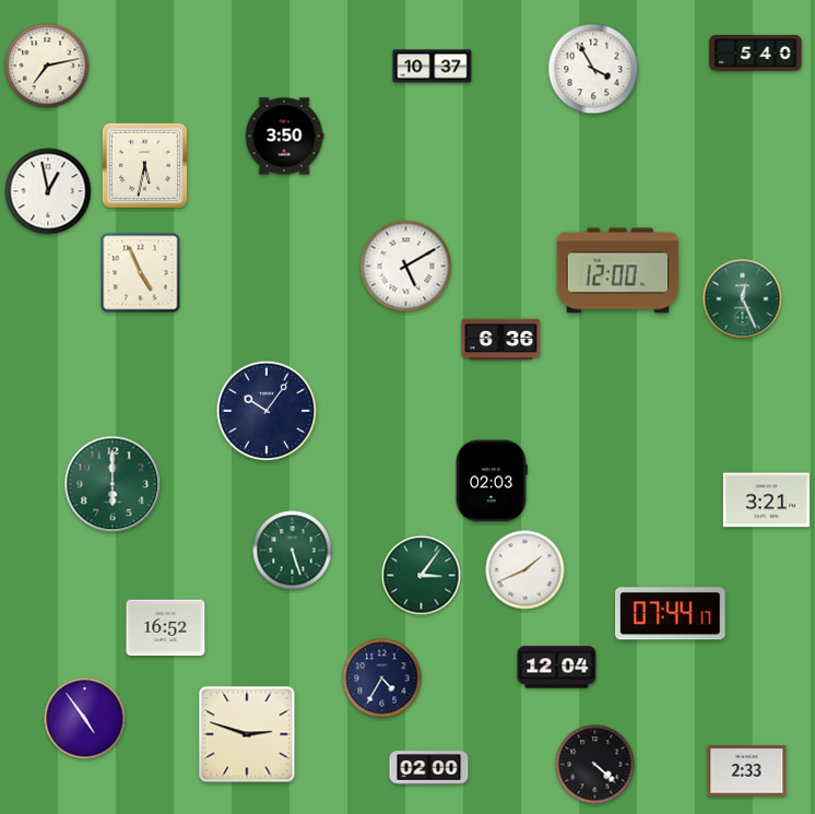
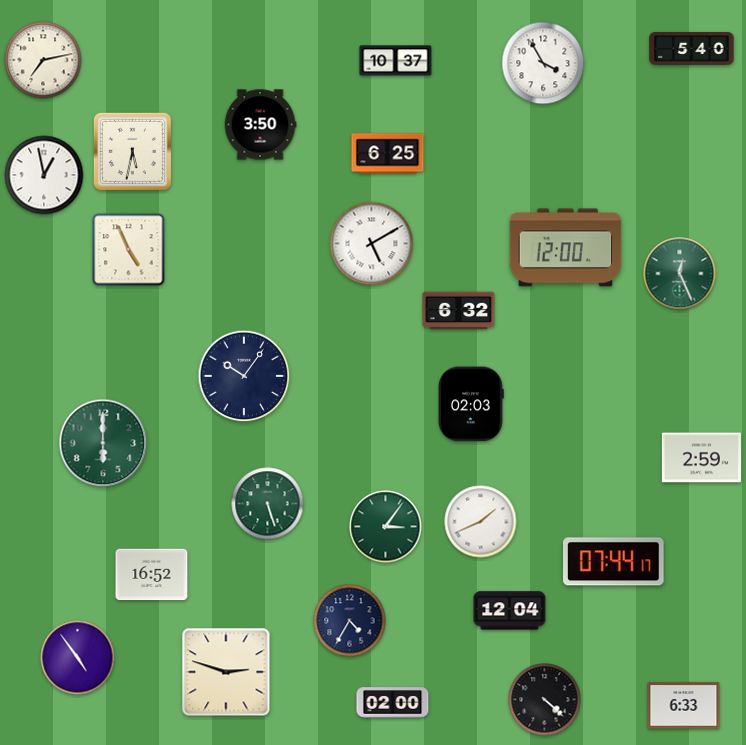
clock at (388, 154): none -> 6:25
clock at (501, 340): 6:36 -> 6:32
clock at (493, 481) position: (493, 481) -> (472, 404)
clock at (766, 500): 3:21 -> 2:59
clock at (747, 771): 2:33 -> 6:33
